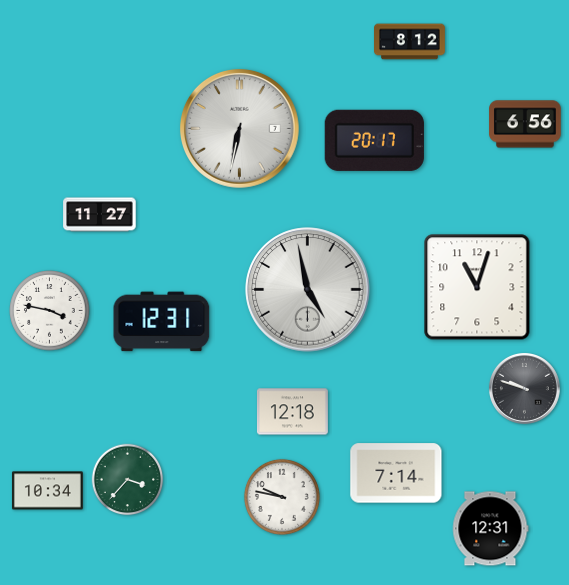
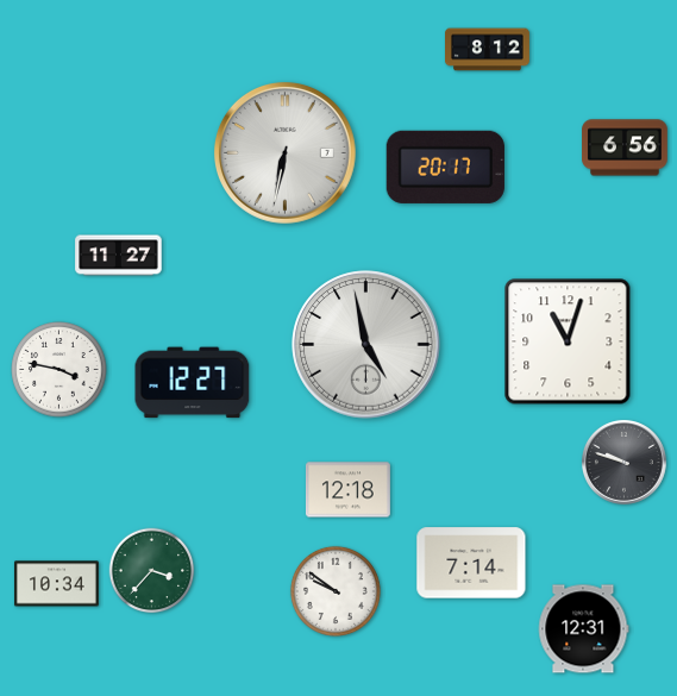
clock at (162, 322): 12:31 -> 12:27
clock at (282, 497): 9:47 -> 9:51
